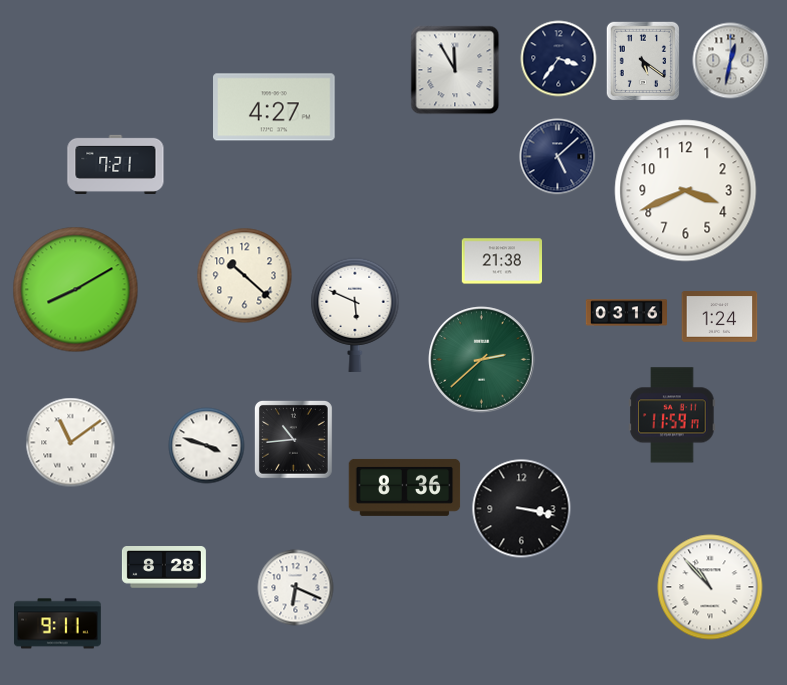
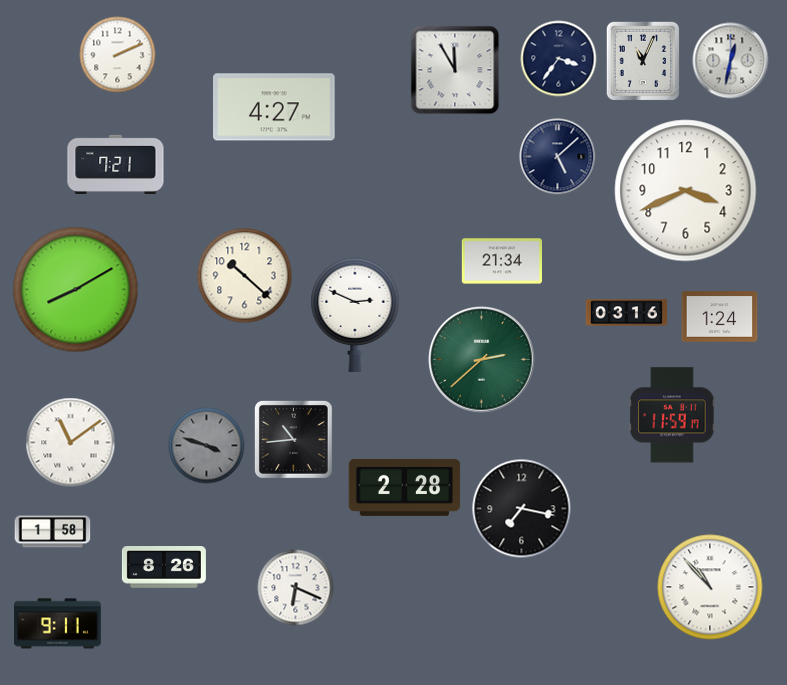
clock at (118, 55): none -> 2:11
clock at (642, 60): 5:21 -> 11:04
clock at (501, 261): 21:38 -> 21:34
clock at (355, 315): 5:49 -> 2:49
clock at (207, 446) dial: white -> grey
clock at (405, 487): 8:36 -> 2:28
clock at (522, 509): 3:17 -> 7:17
clock at (53, 532): none -> 1:58
clock at (164, 568): 8:28 -> 8:26
